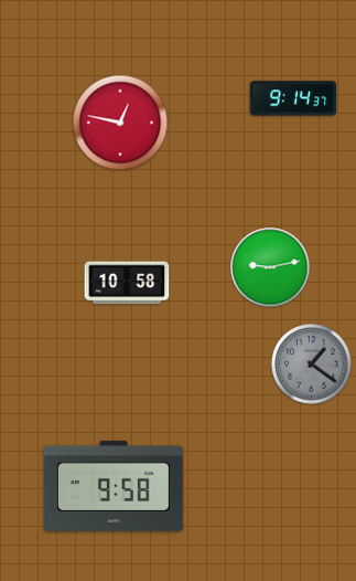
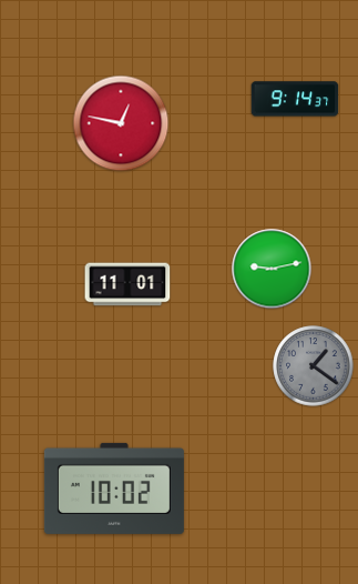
clock at (127, 283): 10:58 -> 11:01
clock at (114, 486): 9:58 -> 10:02
